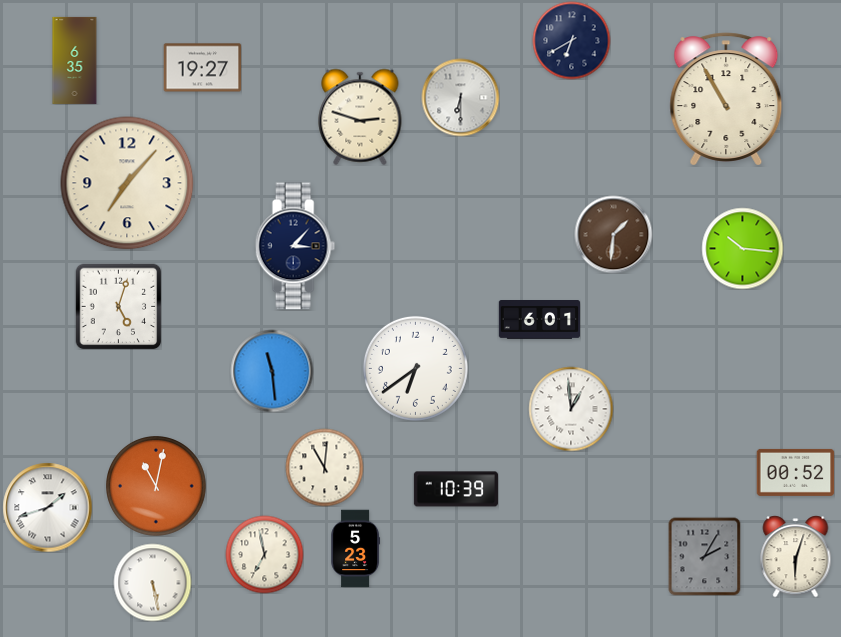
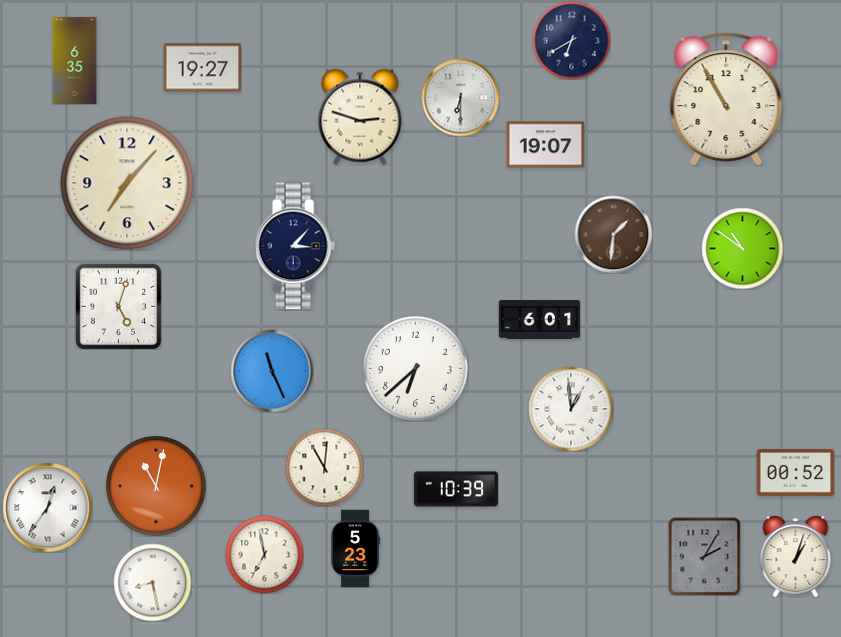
clock at (545, 145): none -> 19:07
clock at (742, 248): 10:16 -> 10:51
clock at (415, 368): 6:39 -> 6:38
clock at (272, 371): 11:29 -> 11:26
clock at (47, 507): 1:42 -> 12:36
clock at (796, 556): 6:03 -> 1:03
clock at (152, 582): 5:28 -> 8:28
